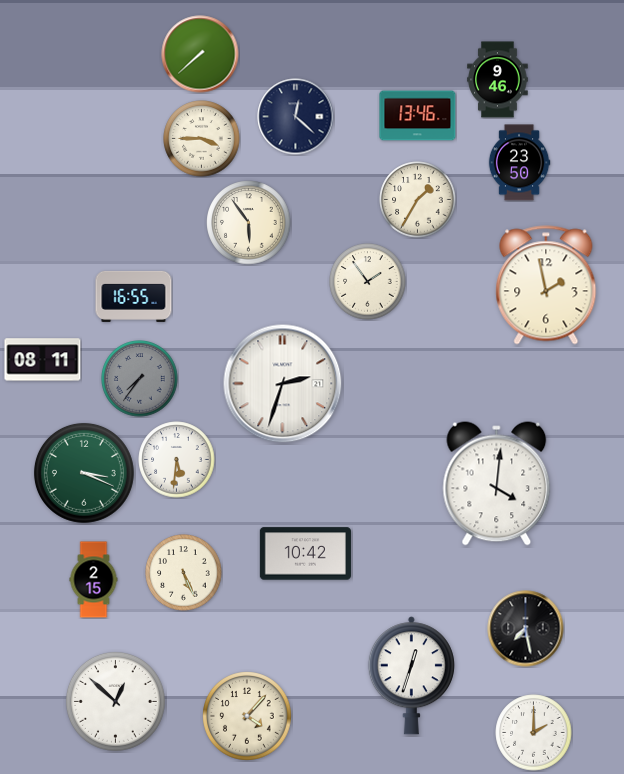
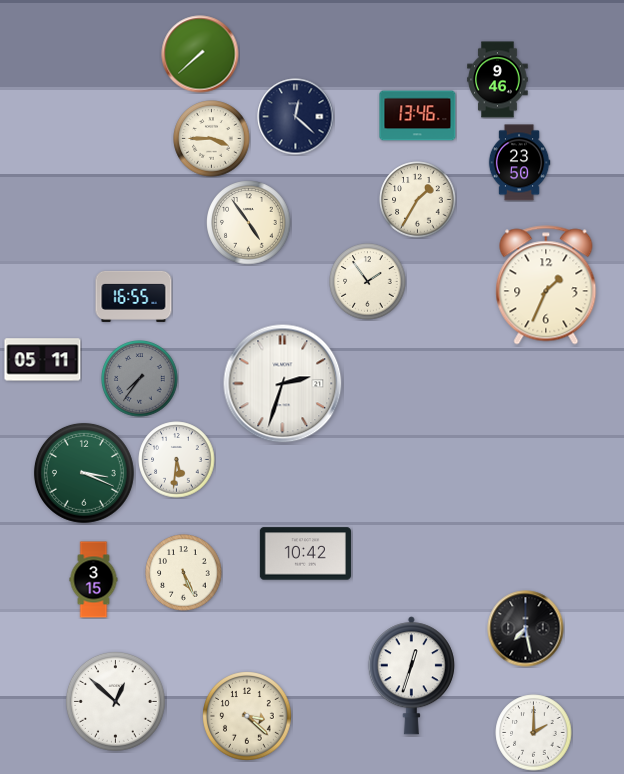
clock at (202, 139) position: (202, 139) -> (212, 139)
clock at (249, 223): 5:54 -> 4:54
clock at (546, 285): 1:58 -> 1:34
clock at (43, 360): 08:11 -> 05:11
clock at (497, 484): 4:01 -> none
clock at (94, 580): 2:15 -> 3:15
clock at (247, 716): 4:07 -> 3:22
